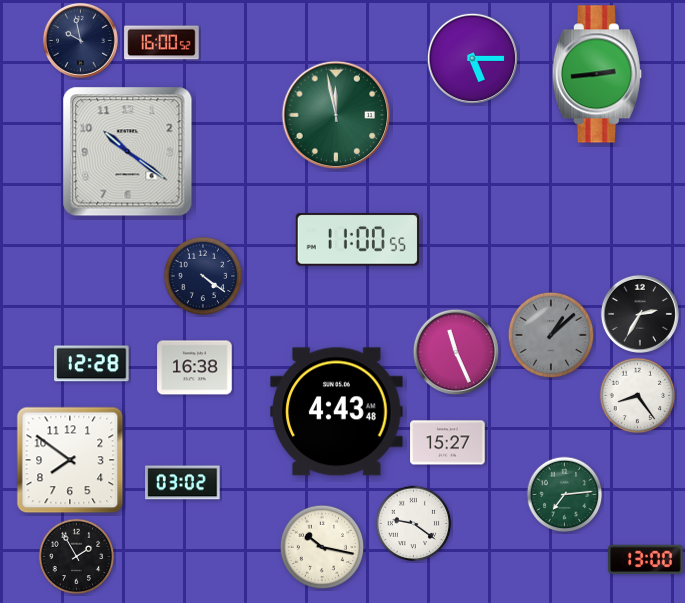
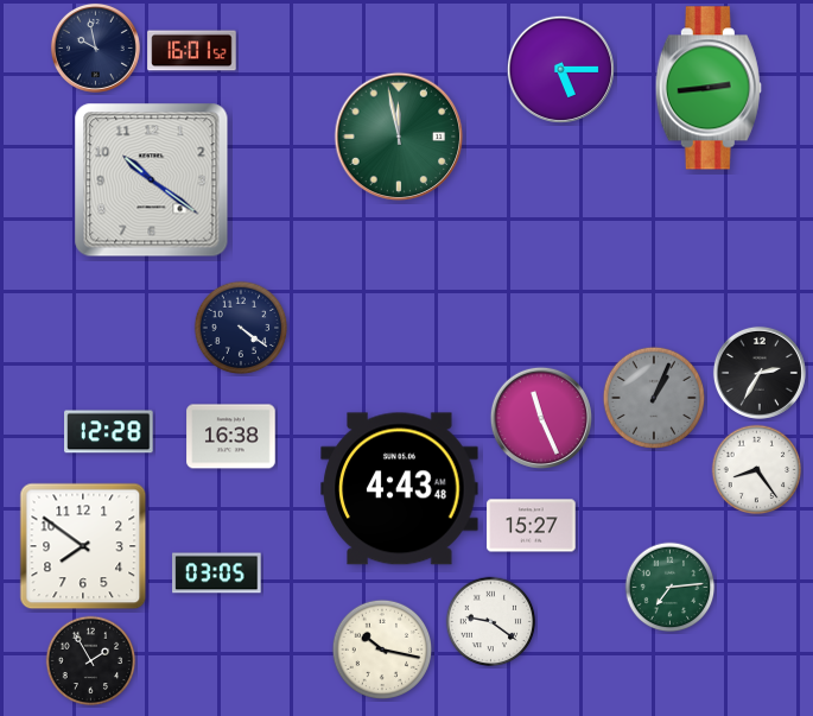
clock at (162, 43): 16:00 -> 16:01
clock at (357, 240): 11:00 -> none
clock at (551, 335): 1:08 -> 1:04
clock at (183, 483): 03:02 -> 03:05
clock at (646, 560): 13:00 -> none
